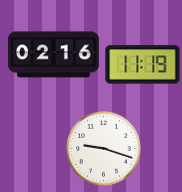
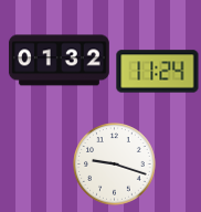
clock at (53, 55): 02:16 -> 01:32
clock at (143, 65): 11:19 -> 11:24
